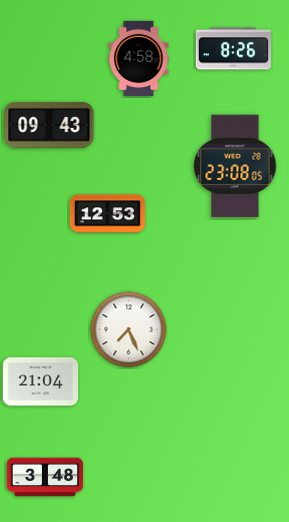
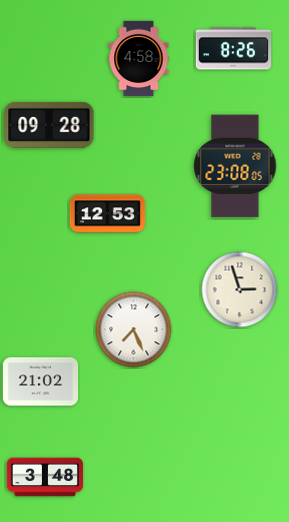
clock at (49, 125): 09:43 -> 09:28
clock at (240, 290): none -> 2:57
clock at (129, 330) position: (129, 330) -> (134, 330)
clock at (41, 382): 21:04 -> 21:02
